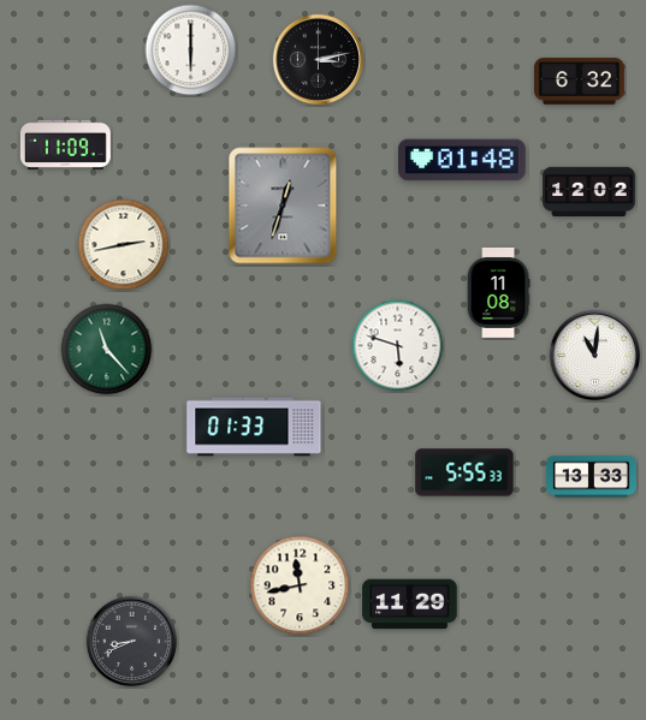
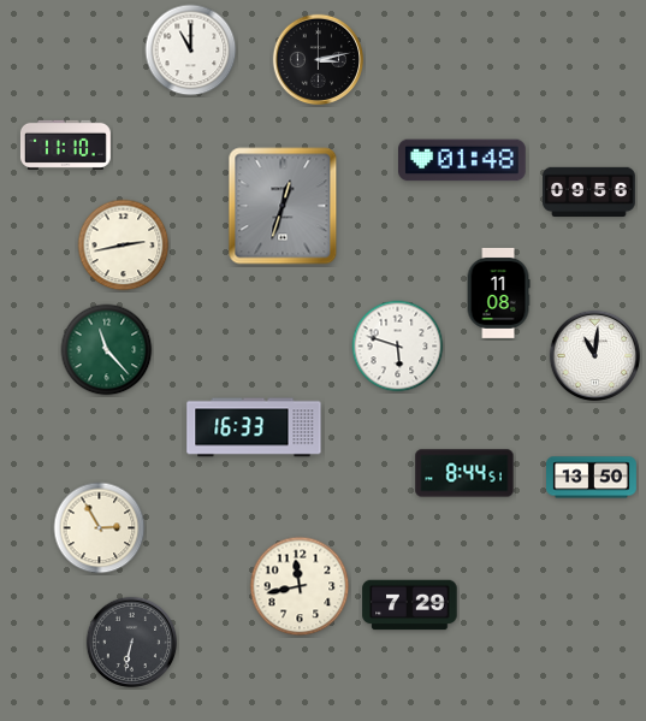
clock at (191, 50): 6:00 -> 11:00
clock at (579, 82): 6:32 -> none
clock at (65, 144): 11:09 -> 11:10
clock at (589, 191): 12:02 -> 09:56
clock at (254, 427): 01:33 -> 16:33
clock at (464, 472): 5:55 -> 8:44
clock at (592, 477): 13:33 -> 13:50
clock at (100, 528): none -> 2:55
clock at (410, 605): 11:29 -> 7:29
clock at (132, 642): 8:41 -> 6:32
